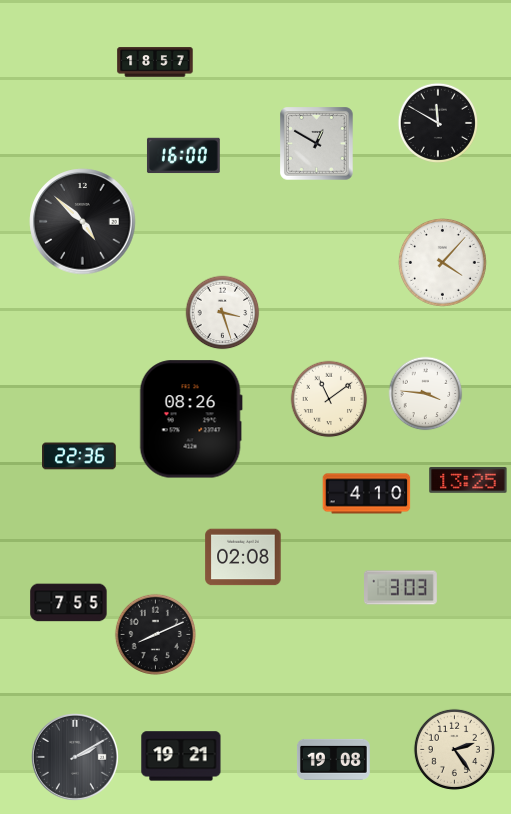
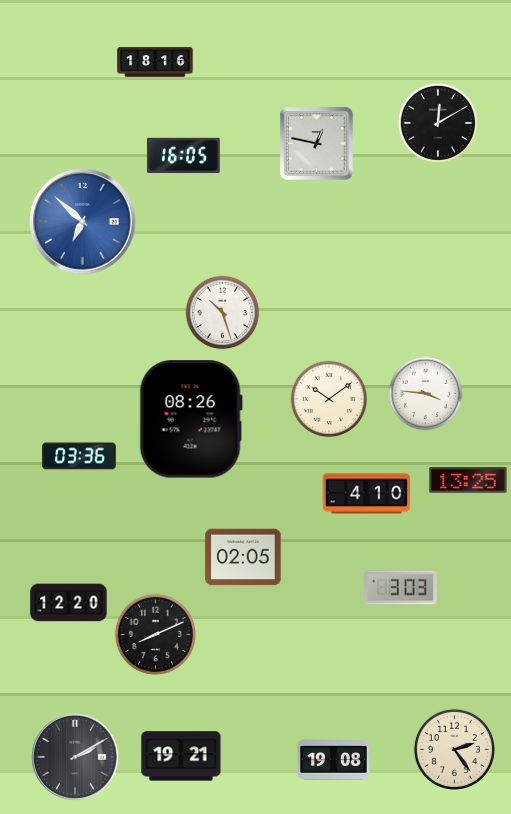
clock at (155, 62): 18:57 -> 18:16
clock at (437, 122): 11:50 -> 12:10
clock at (317, 144): 12:50 -> 12:47
clock at (183, 156): 16:00 -> 16:05
clock at (83, 222): 4:52 -> 6:52
clock at (83, 222) dial: black -> blue
clock at (442, 262): 4:07 -> none
clock at (223, 313): 3:27 -> 10:27
clock at (329, 399): 11:09 -> 10:09
clock at (79, 456): 22:36 -> 03:36
clock at (243, 557): 02:08 -> 02:05
clock at (69, 603): 7:55 -> 12:20
